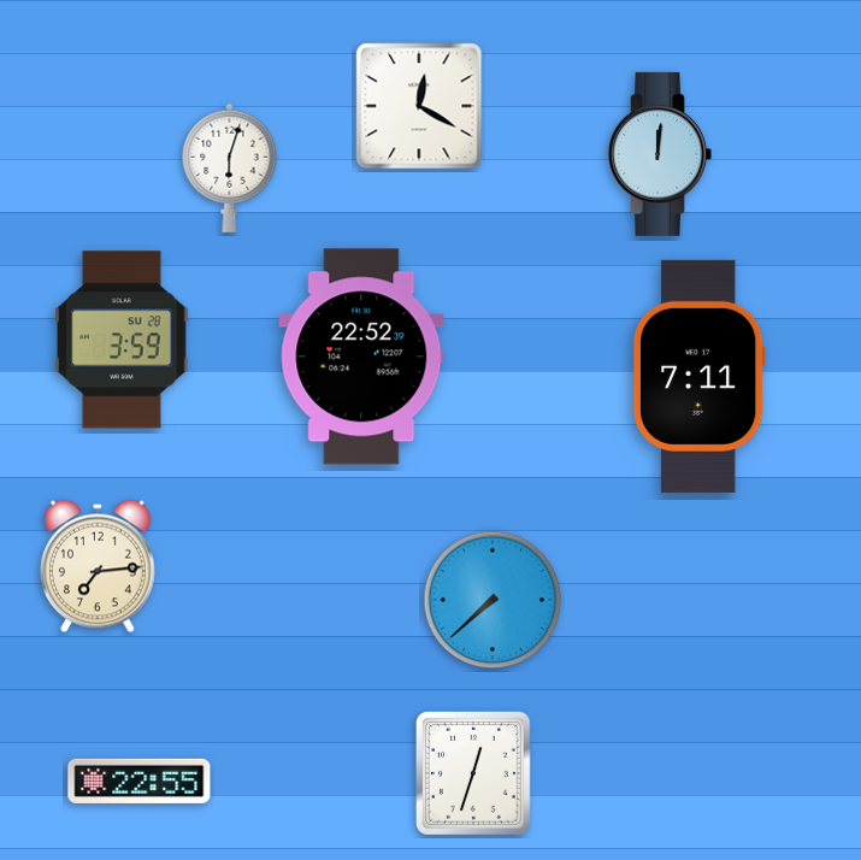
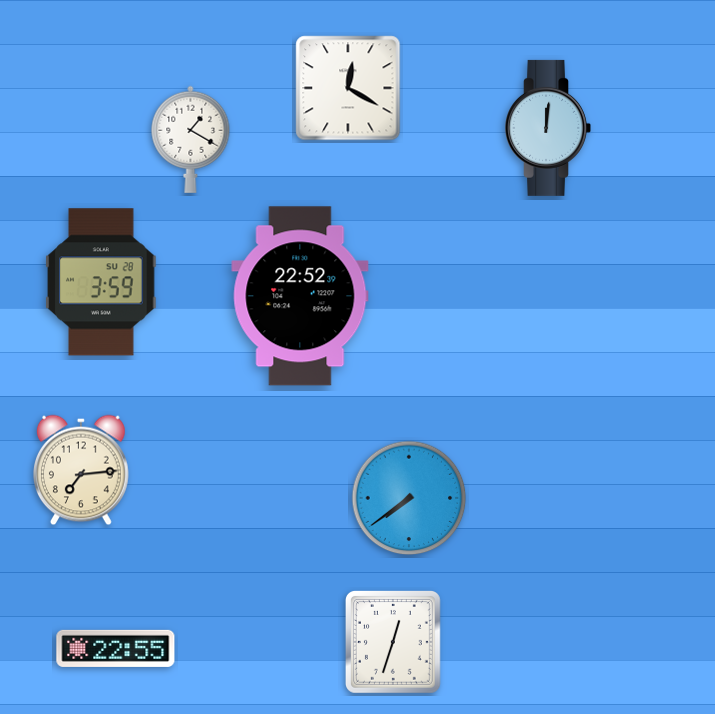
clock at (230, 167): 6:03 -> 1:20
clock at (698, 376): 7:11 -> none
clock at (493, 600): 7:38 -> 7:39
